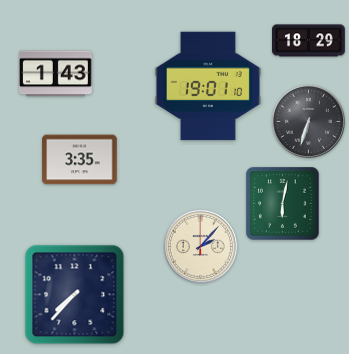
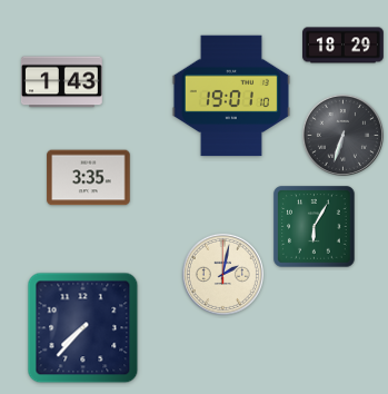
clock at (283, 204): 6:02 -> 6:05
clock at (200, 246): 2:07 -> 2:02
